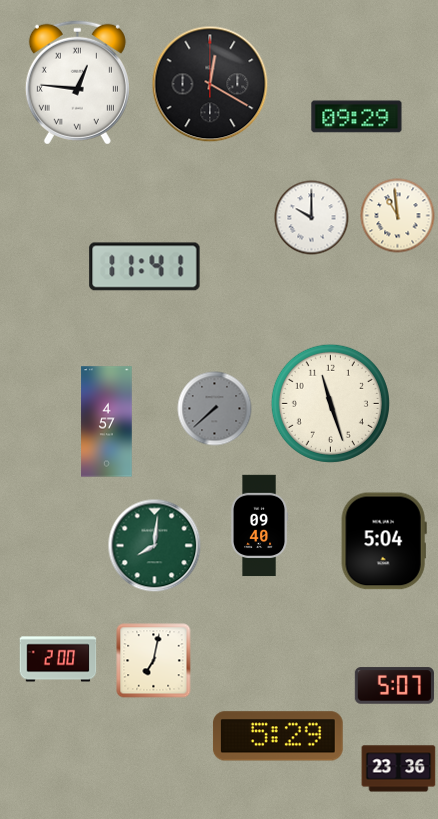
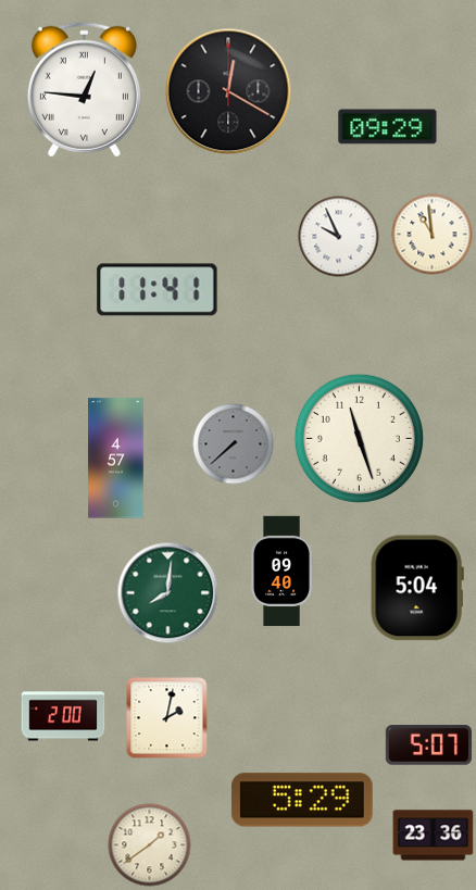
clock at (312, 218): 10:00 -> 9:56
clock at (154, 661): 7:02 -> 2:02
clock at (150, 845): none -> 1:39
